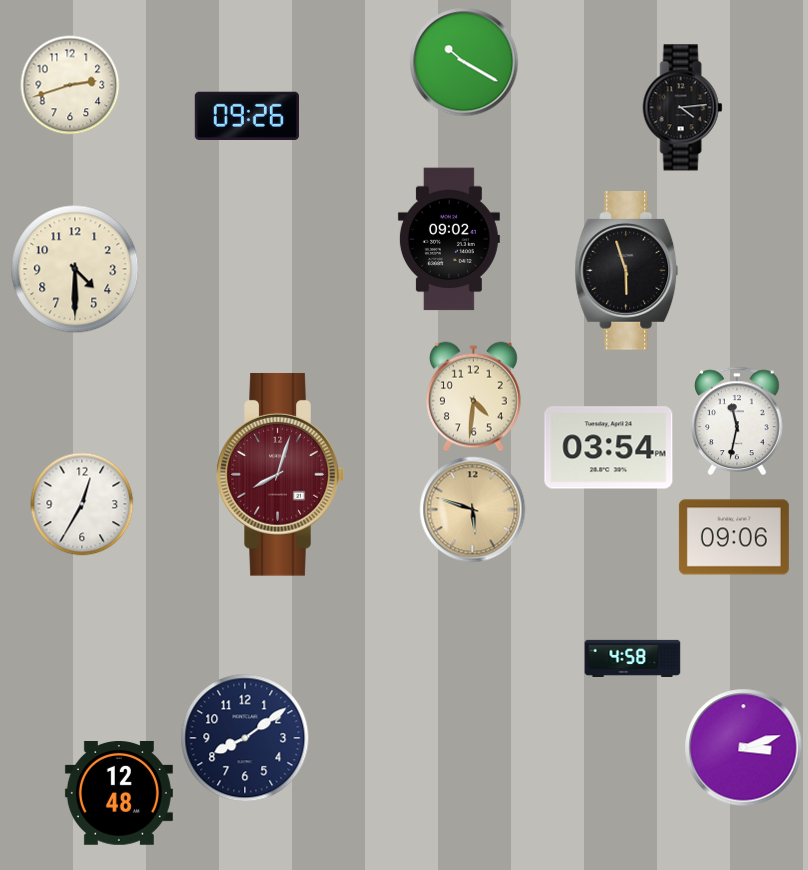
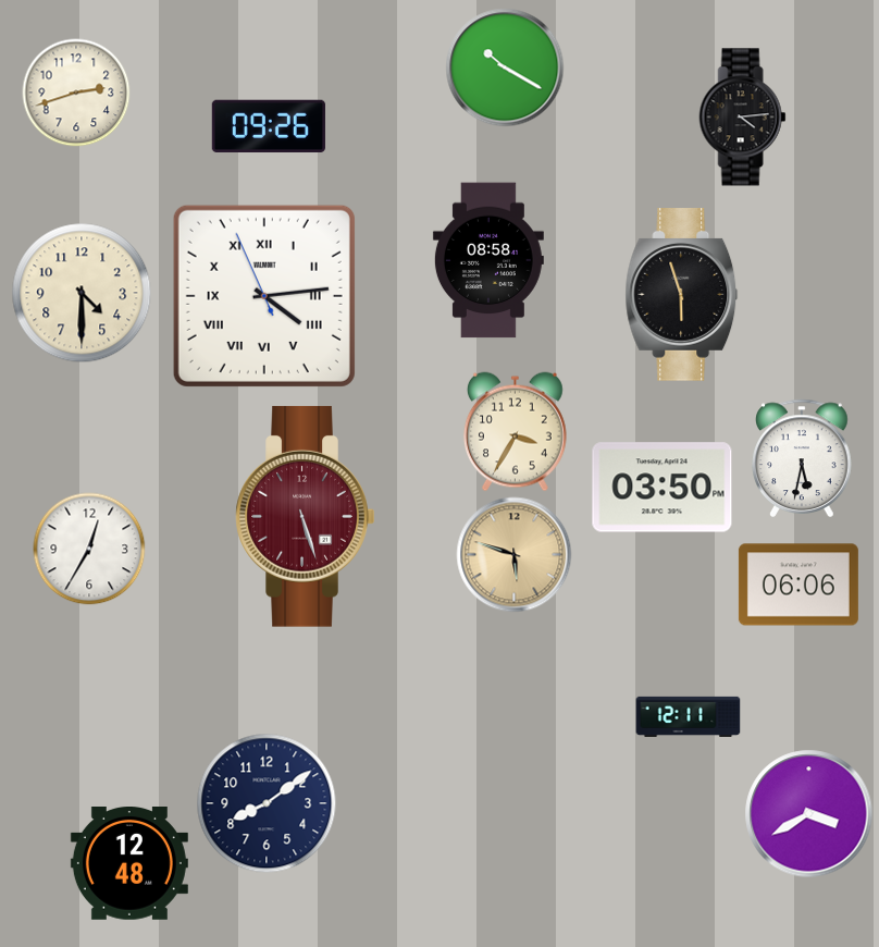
clock at (449, 239): 09:02 -> 08:58
clock at (264, 296): none -> 4:13
clock at (473, 397): 4:31 -> 3:35
clock at (738, 420): 11:32 -> 5:32
clock at (609, 448): 03:54 -> 03:50
clock at (281, 475): 8:03 -> 5:27
clock at (734, 537): 09:06 -> 06:06
clock at (633, 658): 4:58 -> 12:11
clock at (744, 748): 3:12 -> 3:40
